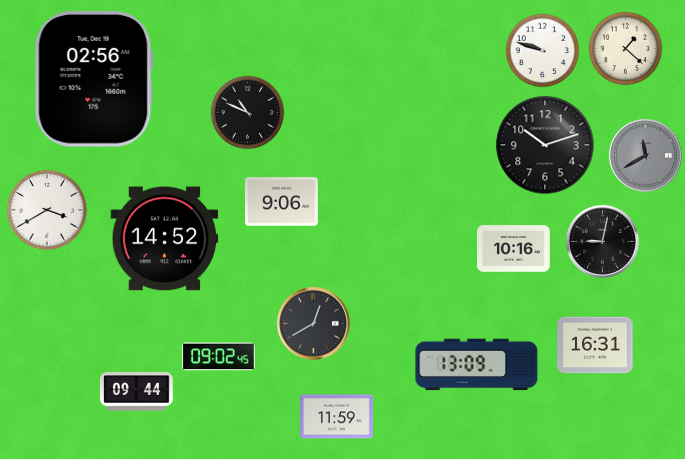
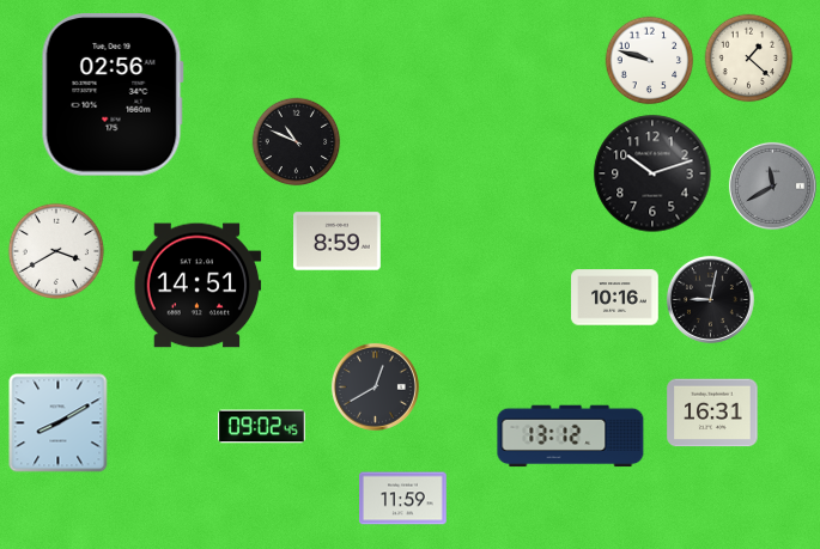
clock at (248, 113) position: (248, 113) -> (297, 142)
clock at (282, 202): 9:06 -> 8:59
clock at (165, 239): 14:52 -> 14:51
clock at (602, 241) position: (602, 241) -> (710, 299)
clock at (59, 423): none -> 8:10
clock at (477, 365): 13:09 -> 13:12
clock at (137, 392): 09:44 -> none
